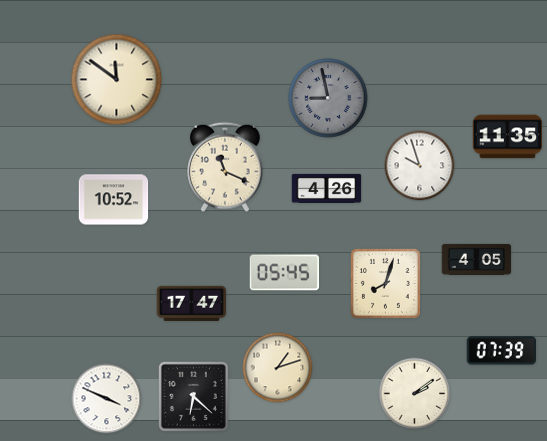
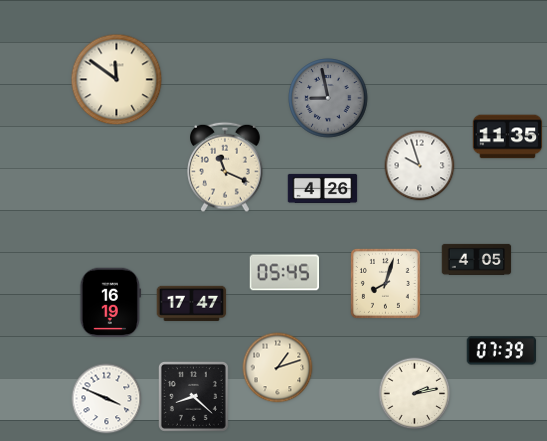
clock at (327, 188) position: (327, 188) -> (323, 188)
clock at (114, 200): 10:52 -> none
clock at (111, 303): none -> 16:19
clock at (415, 394): 2:09 -> 2:13
clock at (193, 396): 6:22 -> 8:22
